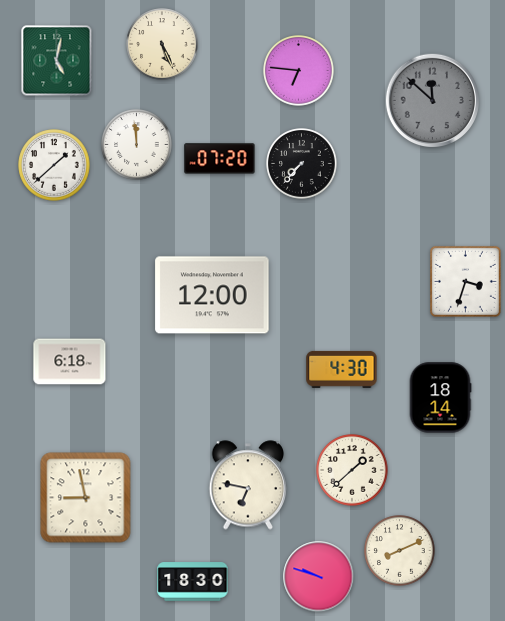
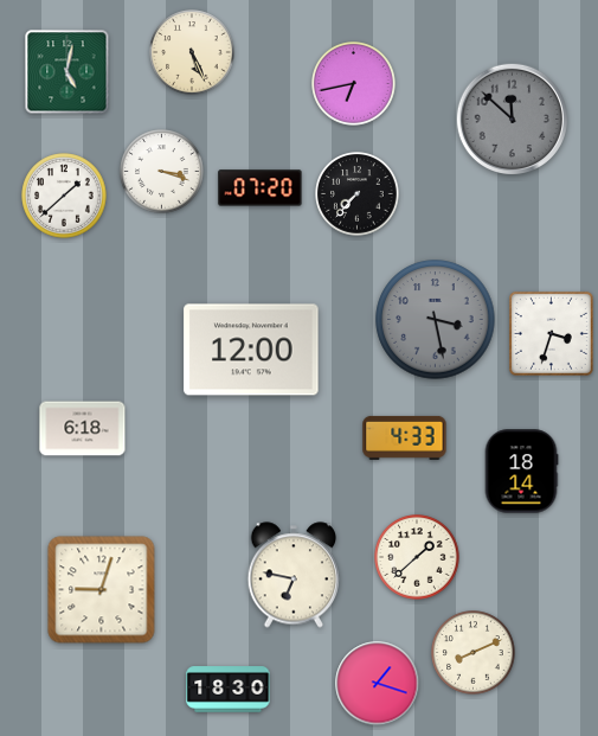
clock at (299, 71): 6:46 -> 6:43
clock at (137, 145): 11:59 -> 3:18
clock at (436, 320): none -> 3:28
clock at (342, 369): 4:30 -> 4:33
clock at (86, 498): 8:58 -> 9:03
clock at (319, 577): 9:48 -> 1:18
